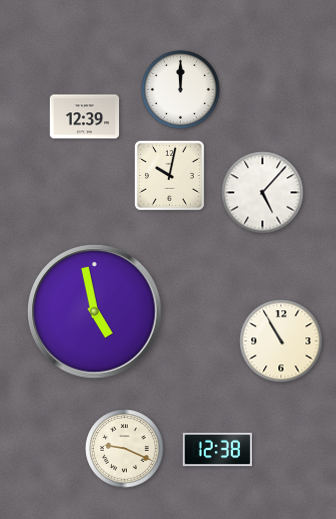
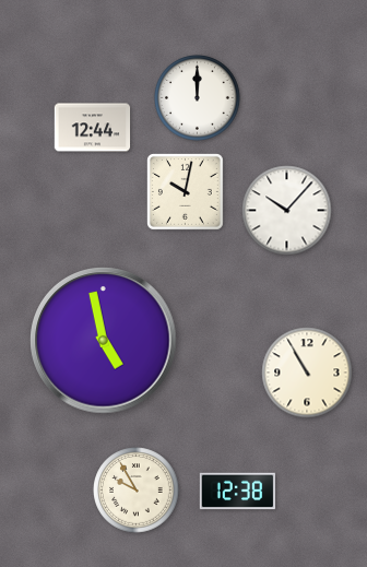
clock at (85, 117): 12:39 -> 12:44
clock at (263, 193): 5:07 -> 10:07
clock at (125, 449): 9:19 -> 9:55
